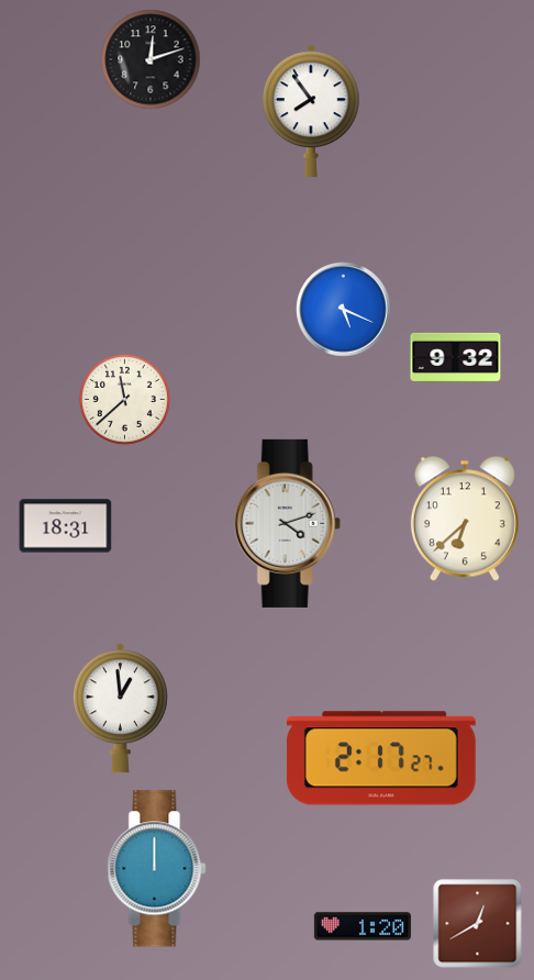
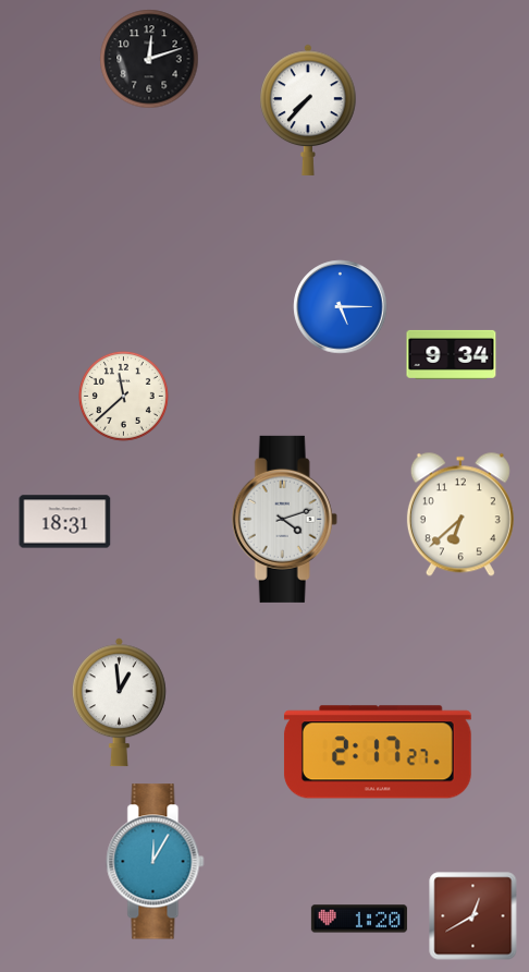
clock at (311, 111): 7:54 -> 7:37
clock at (344, 310): 5:19 -> 5:15
clock at (456, 357): 9:32 -> 9:34
clock at (157, 869): 12:00 -> 12:05
